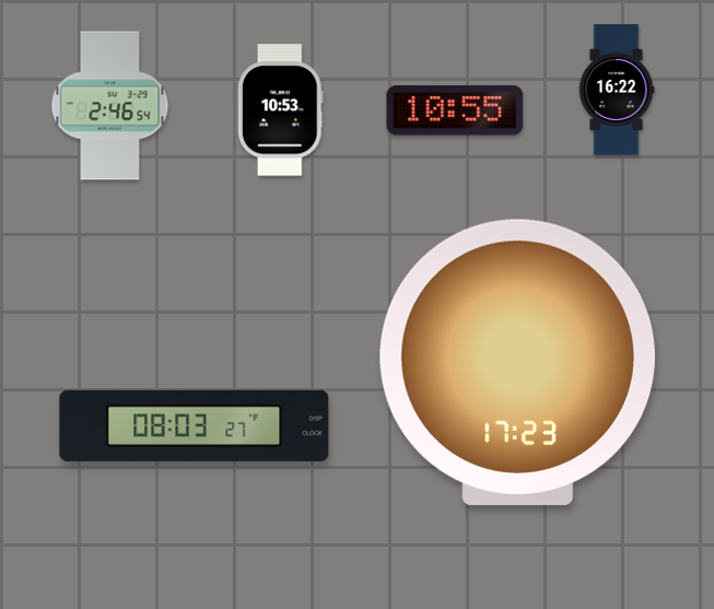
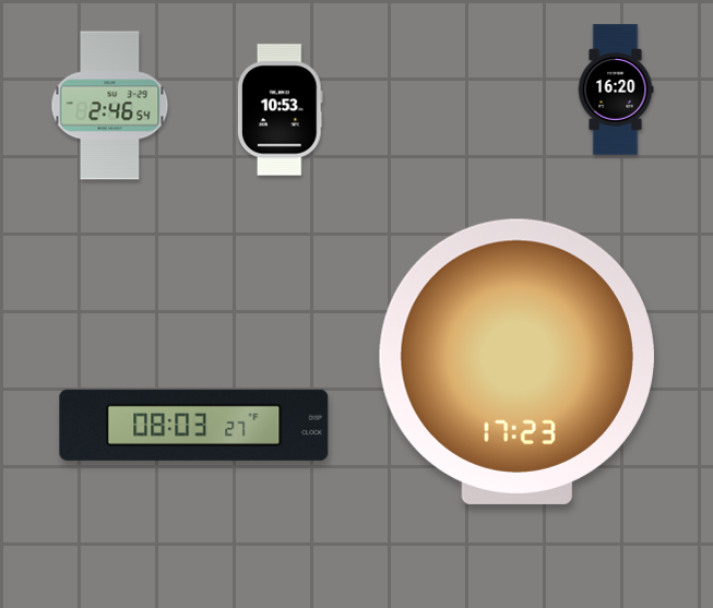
clock at (617, 90): 16:22 -> 16:20
clock at (455, 110): 10:55 -> none
